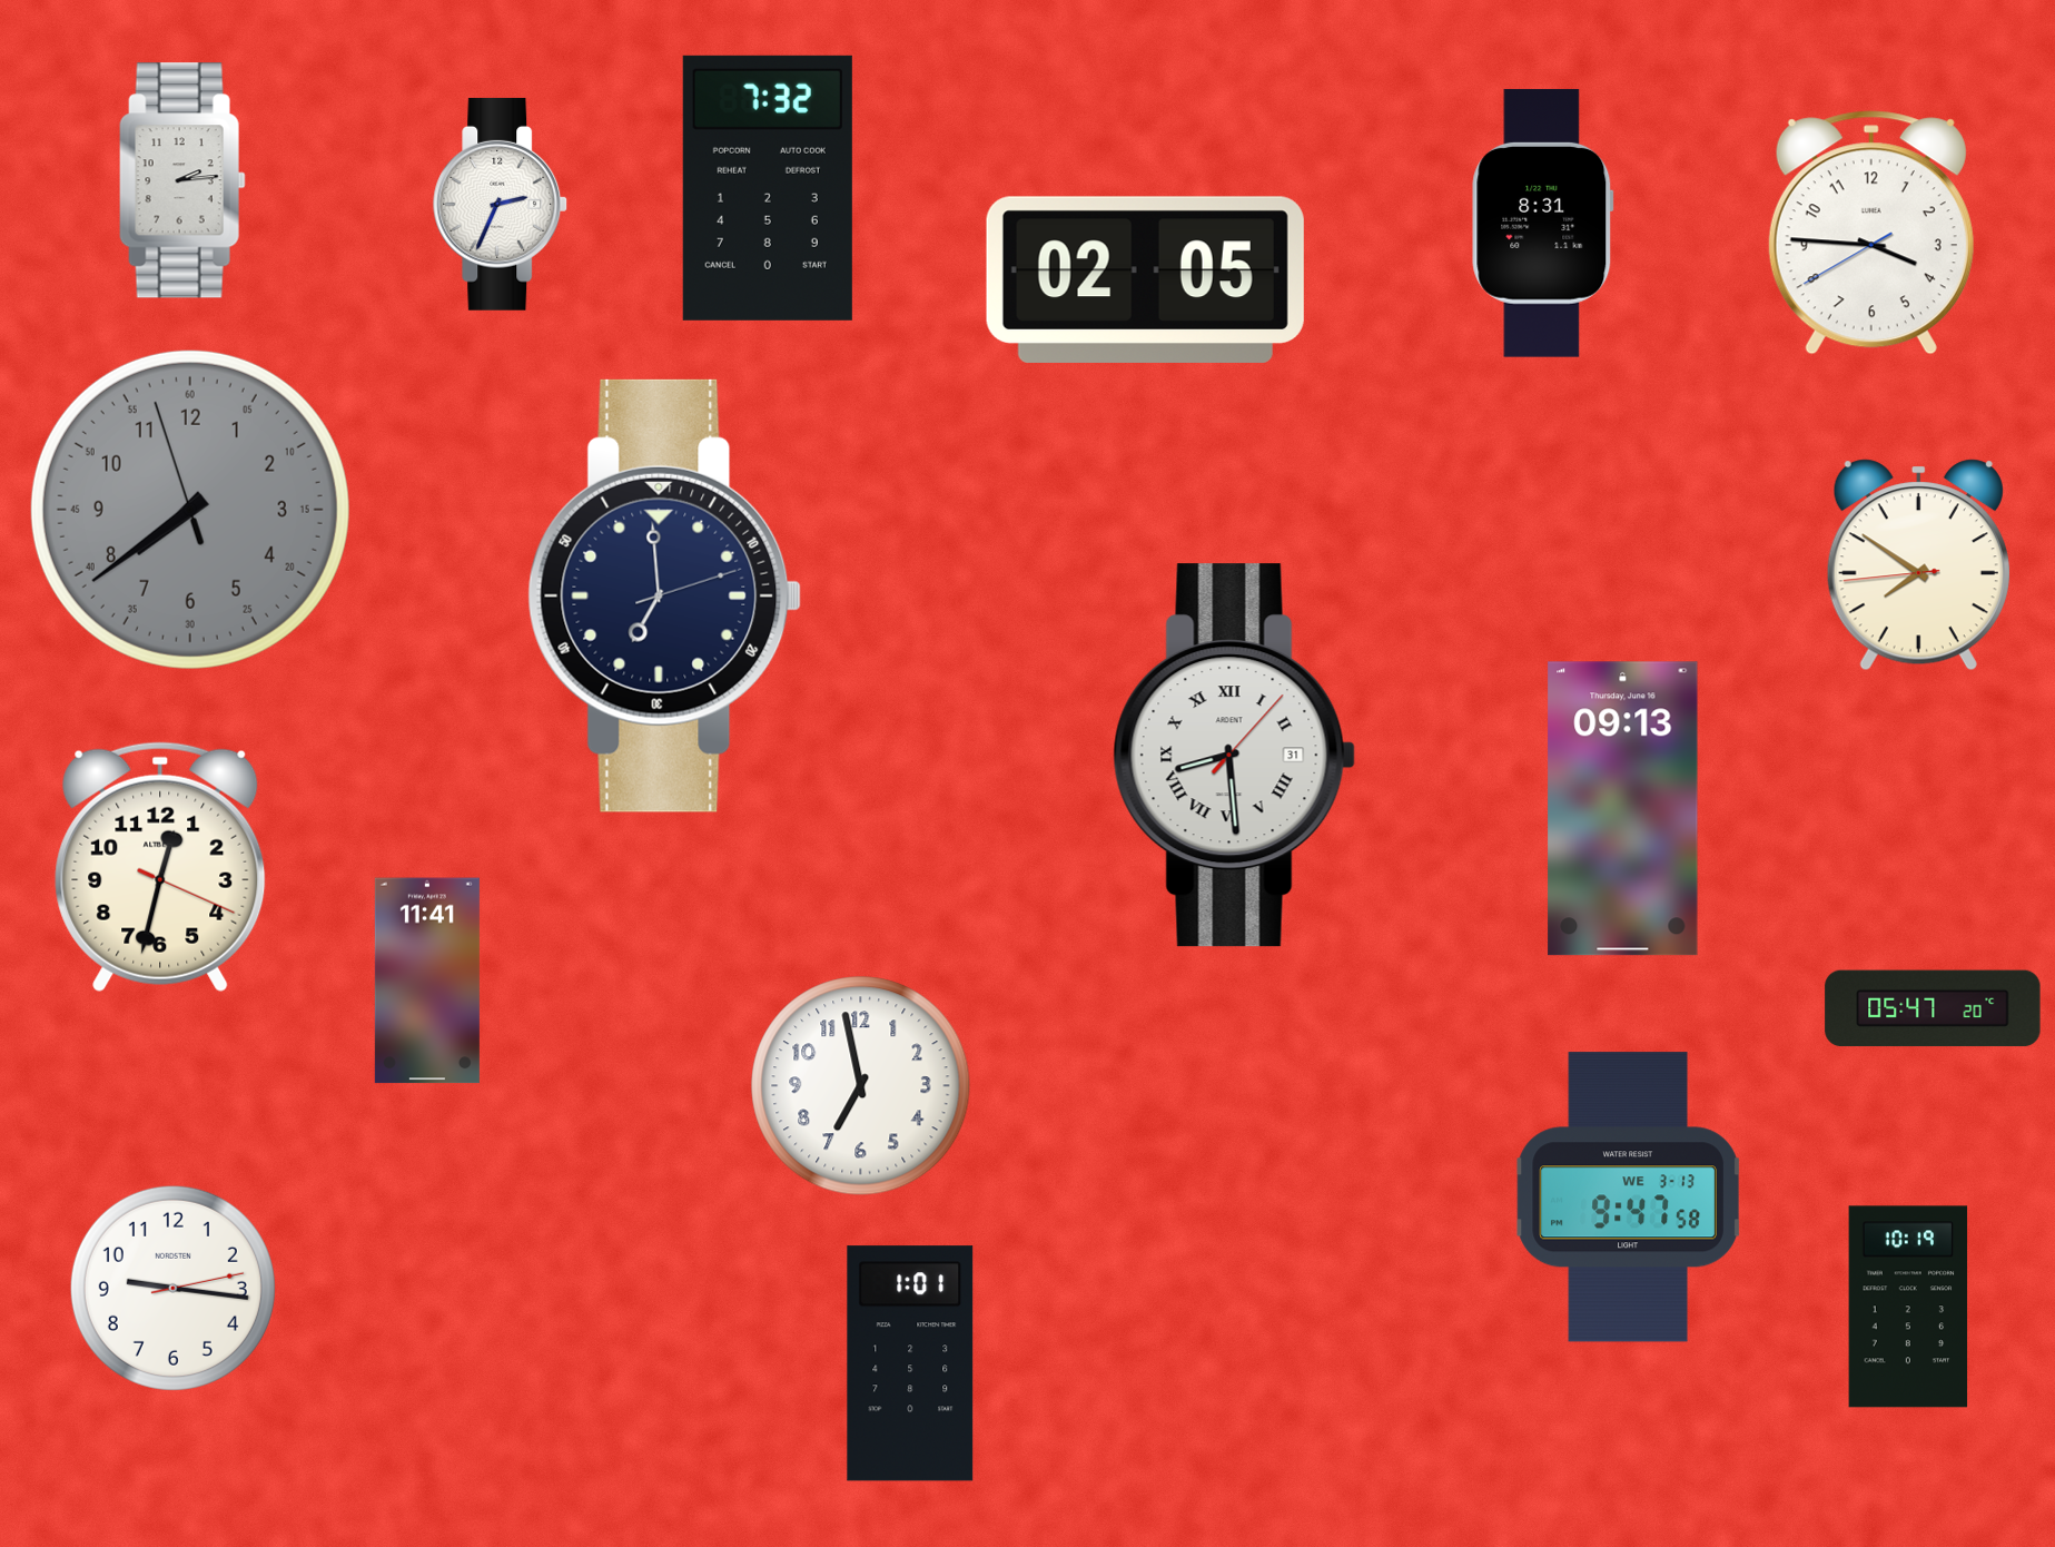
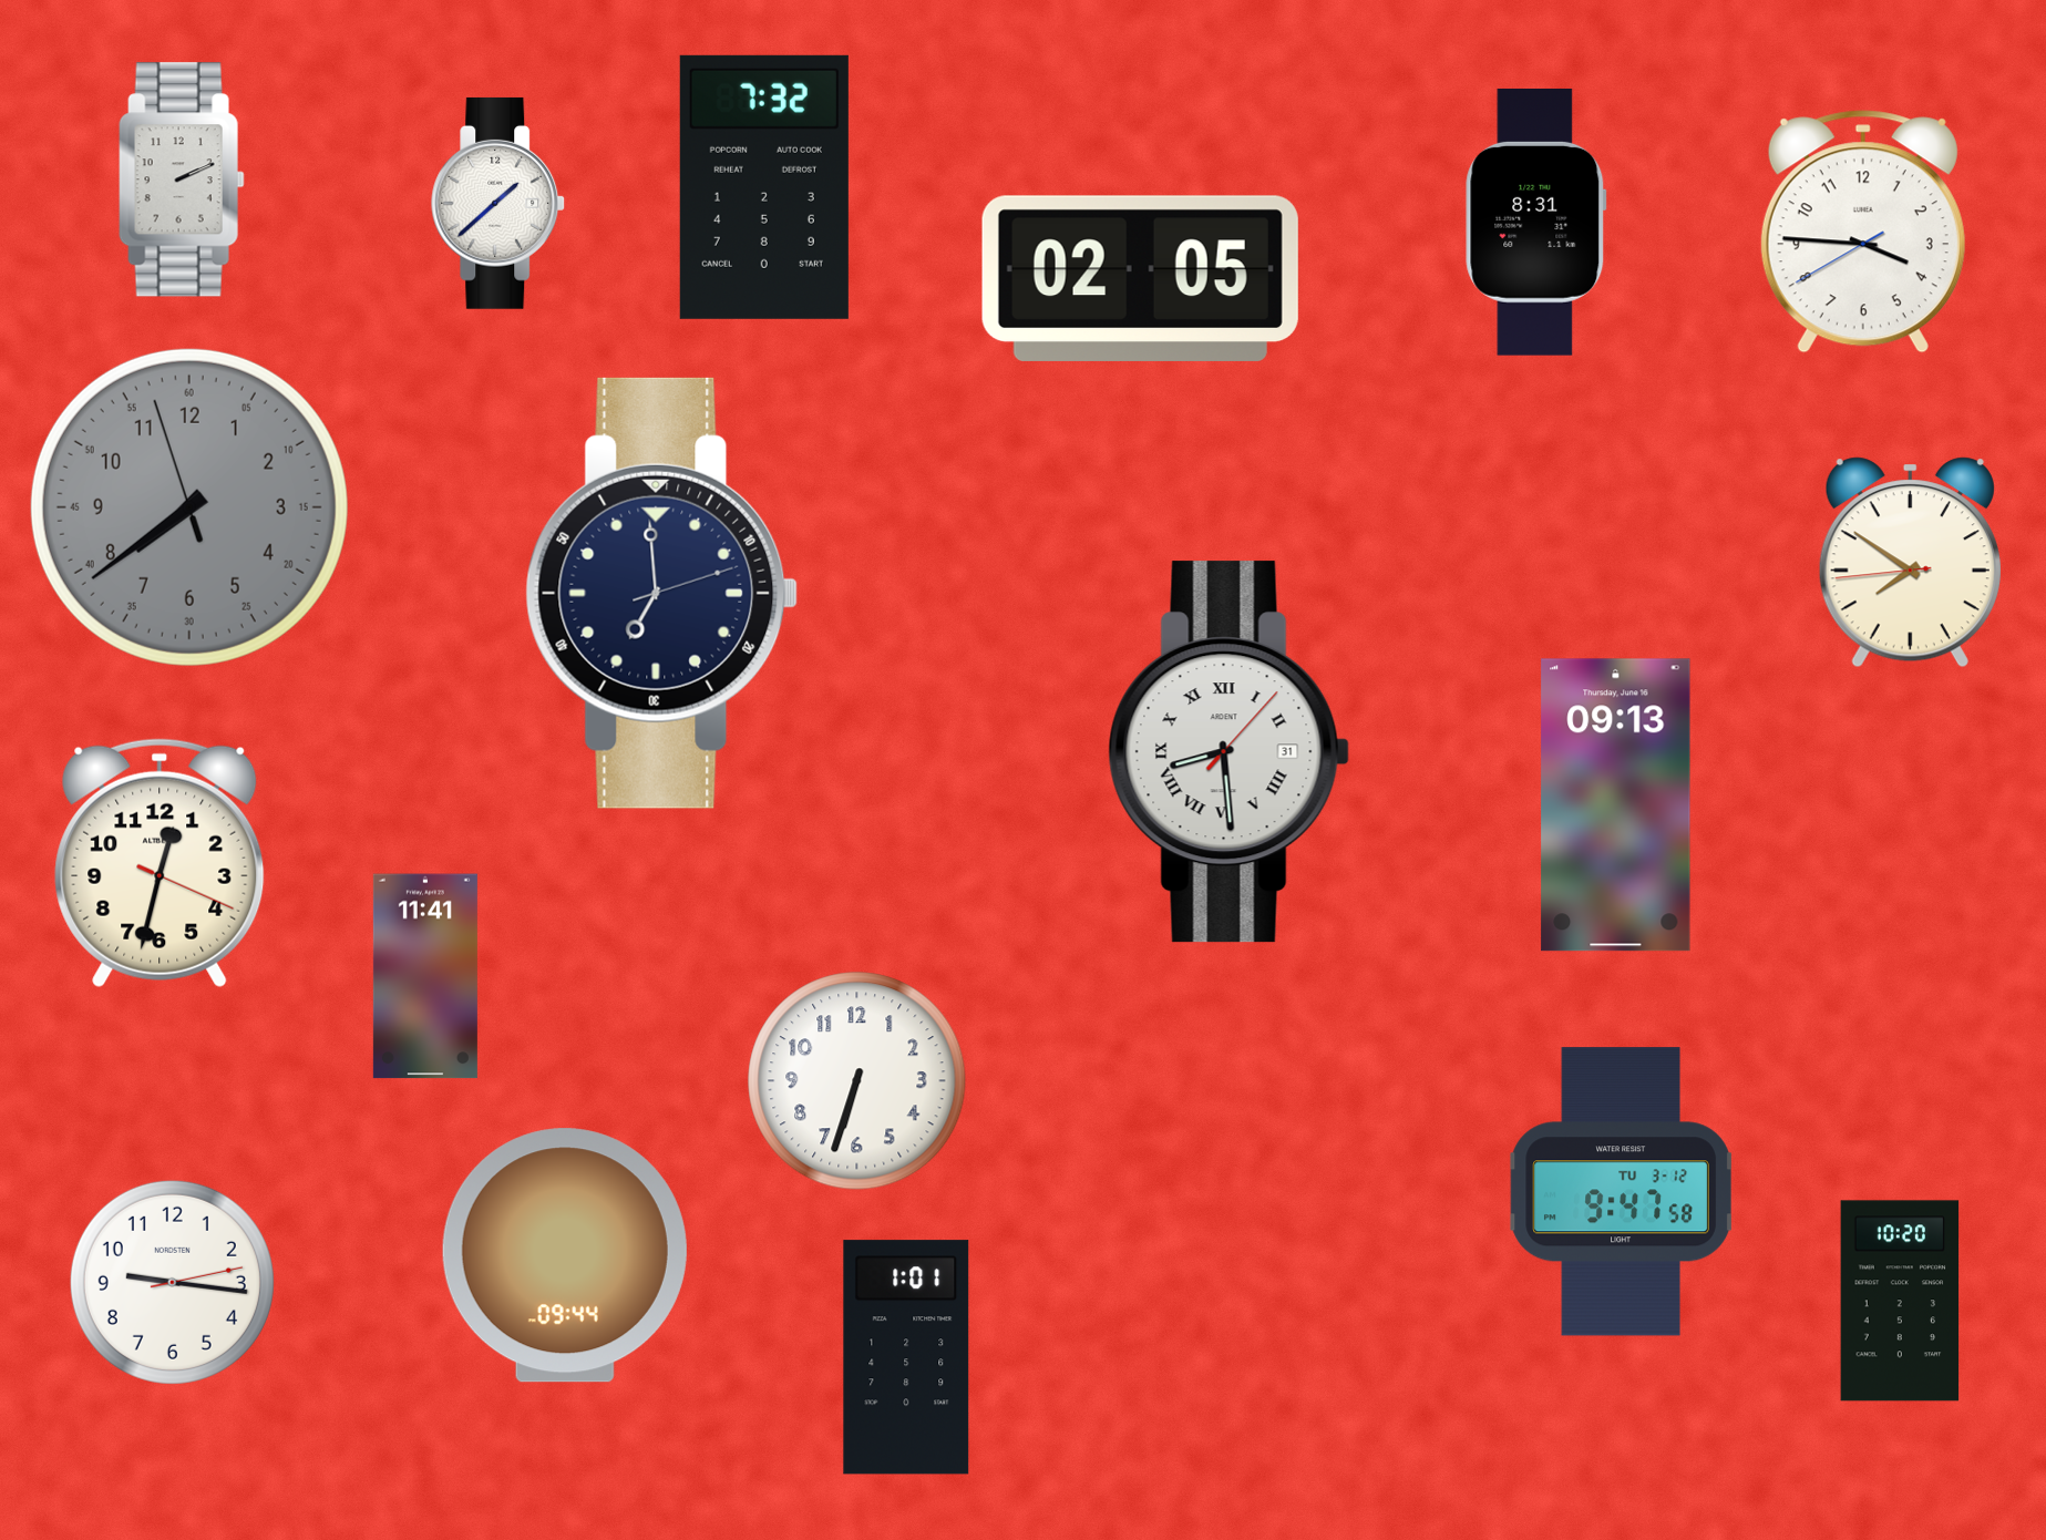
clock at (182, 180): 2:14 -> 2:11
clock at (501, 204): 2:34 -> 1:38
clock at (1933, 1008): 05:47 -> none
clock at (861, 1086): 6:58 -> 6:33
clock at (1629, 1198) date: WE 3-13 -> TU 3-12
clock at (565, 1255): none -> 09:44
clock at (1908, 1307): 10:19 -> 10:20
